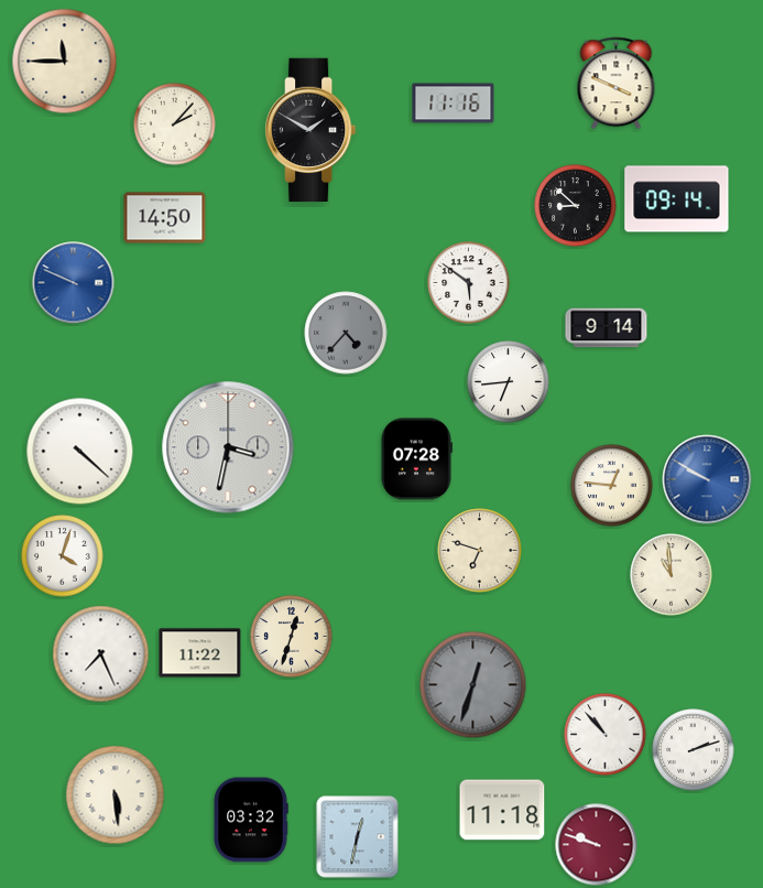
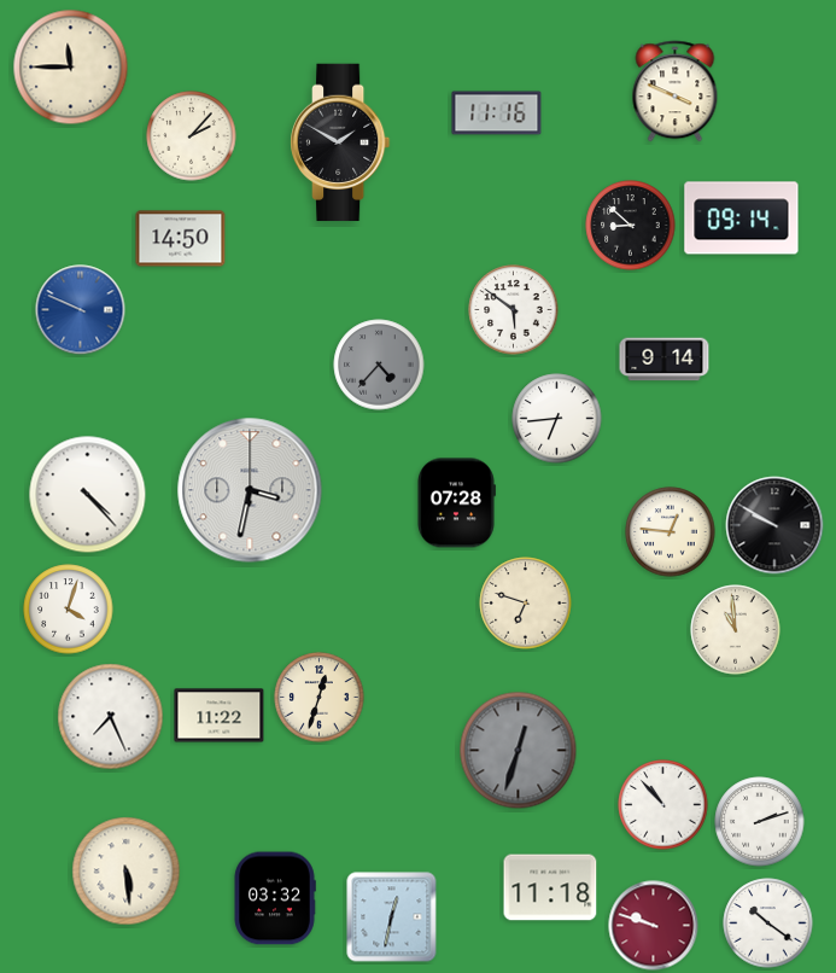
clock at (80, 452): 4:22 -> 4:23
clock at (707, 479) dial: blue -> black
clock at (768, 924): none -> 10:21
